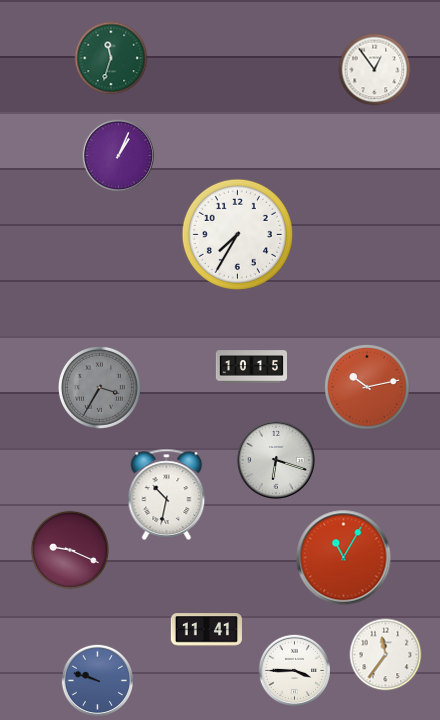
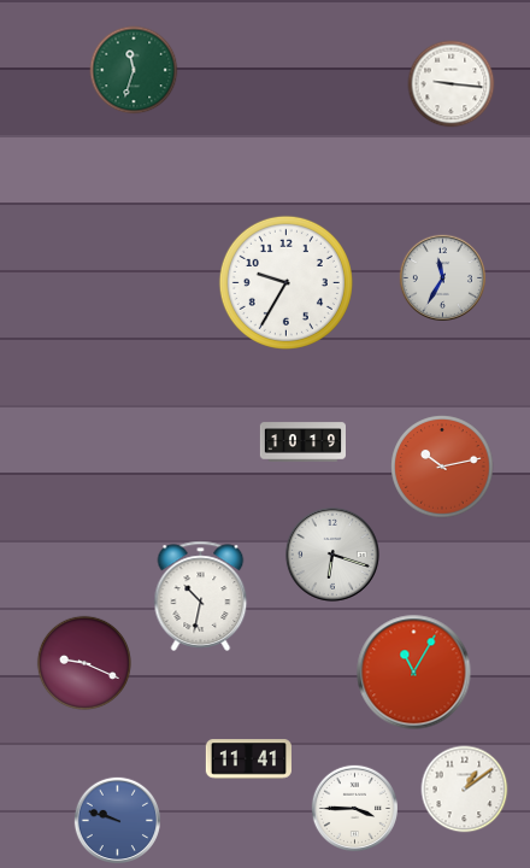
clock at (375, 70): 12:54 -> 9:16
clock at (118, 155): 1:04 -> none
clock at (442, 277): none -> 11:35
clock at (237, 234): 7:35 -> 9:35
clock at (251, 367): 10:15 -> 10:19
clock at (99, 387): 3:35 -> none
clock at (386, 655): 11:36 -> 1:09
